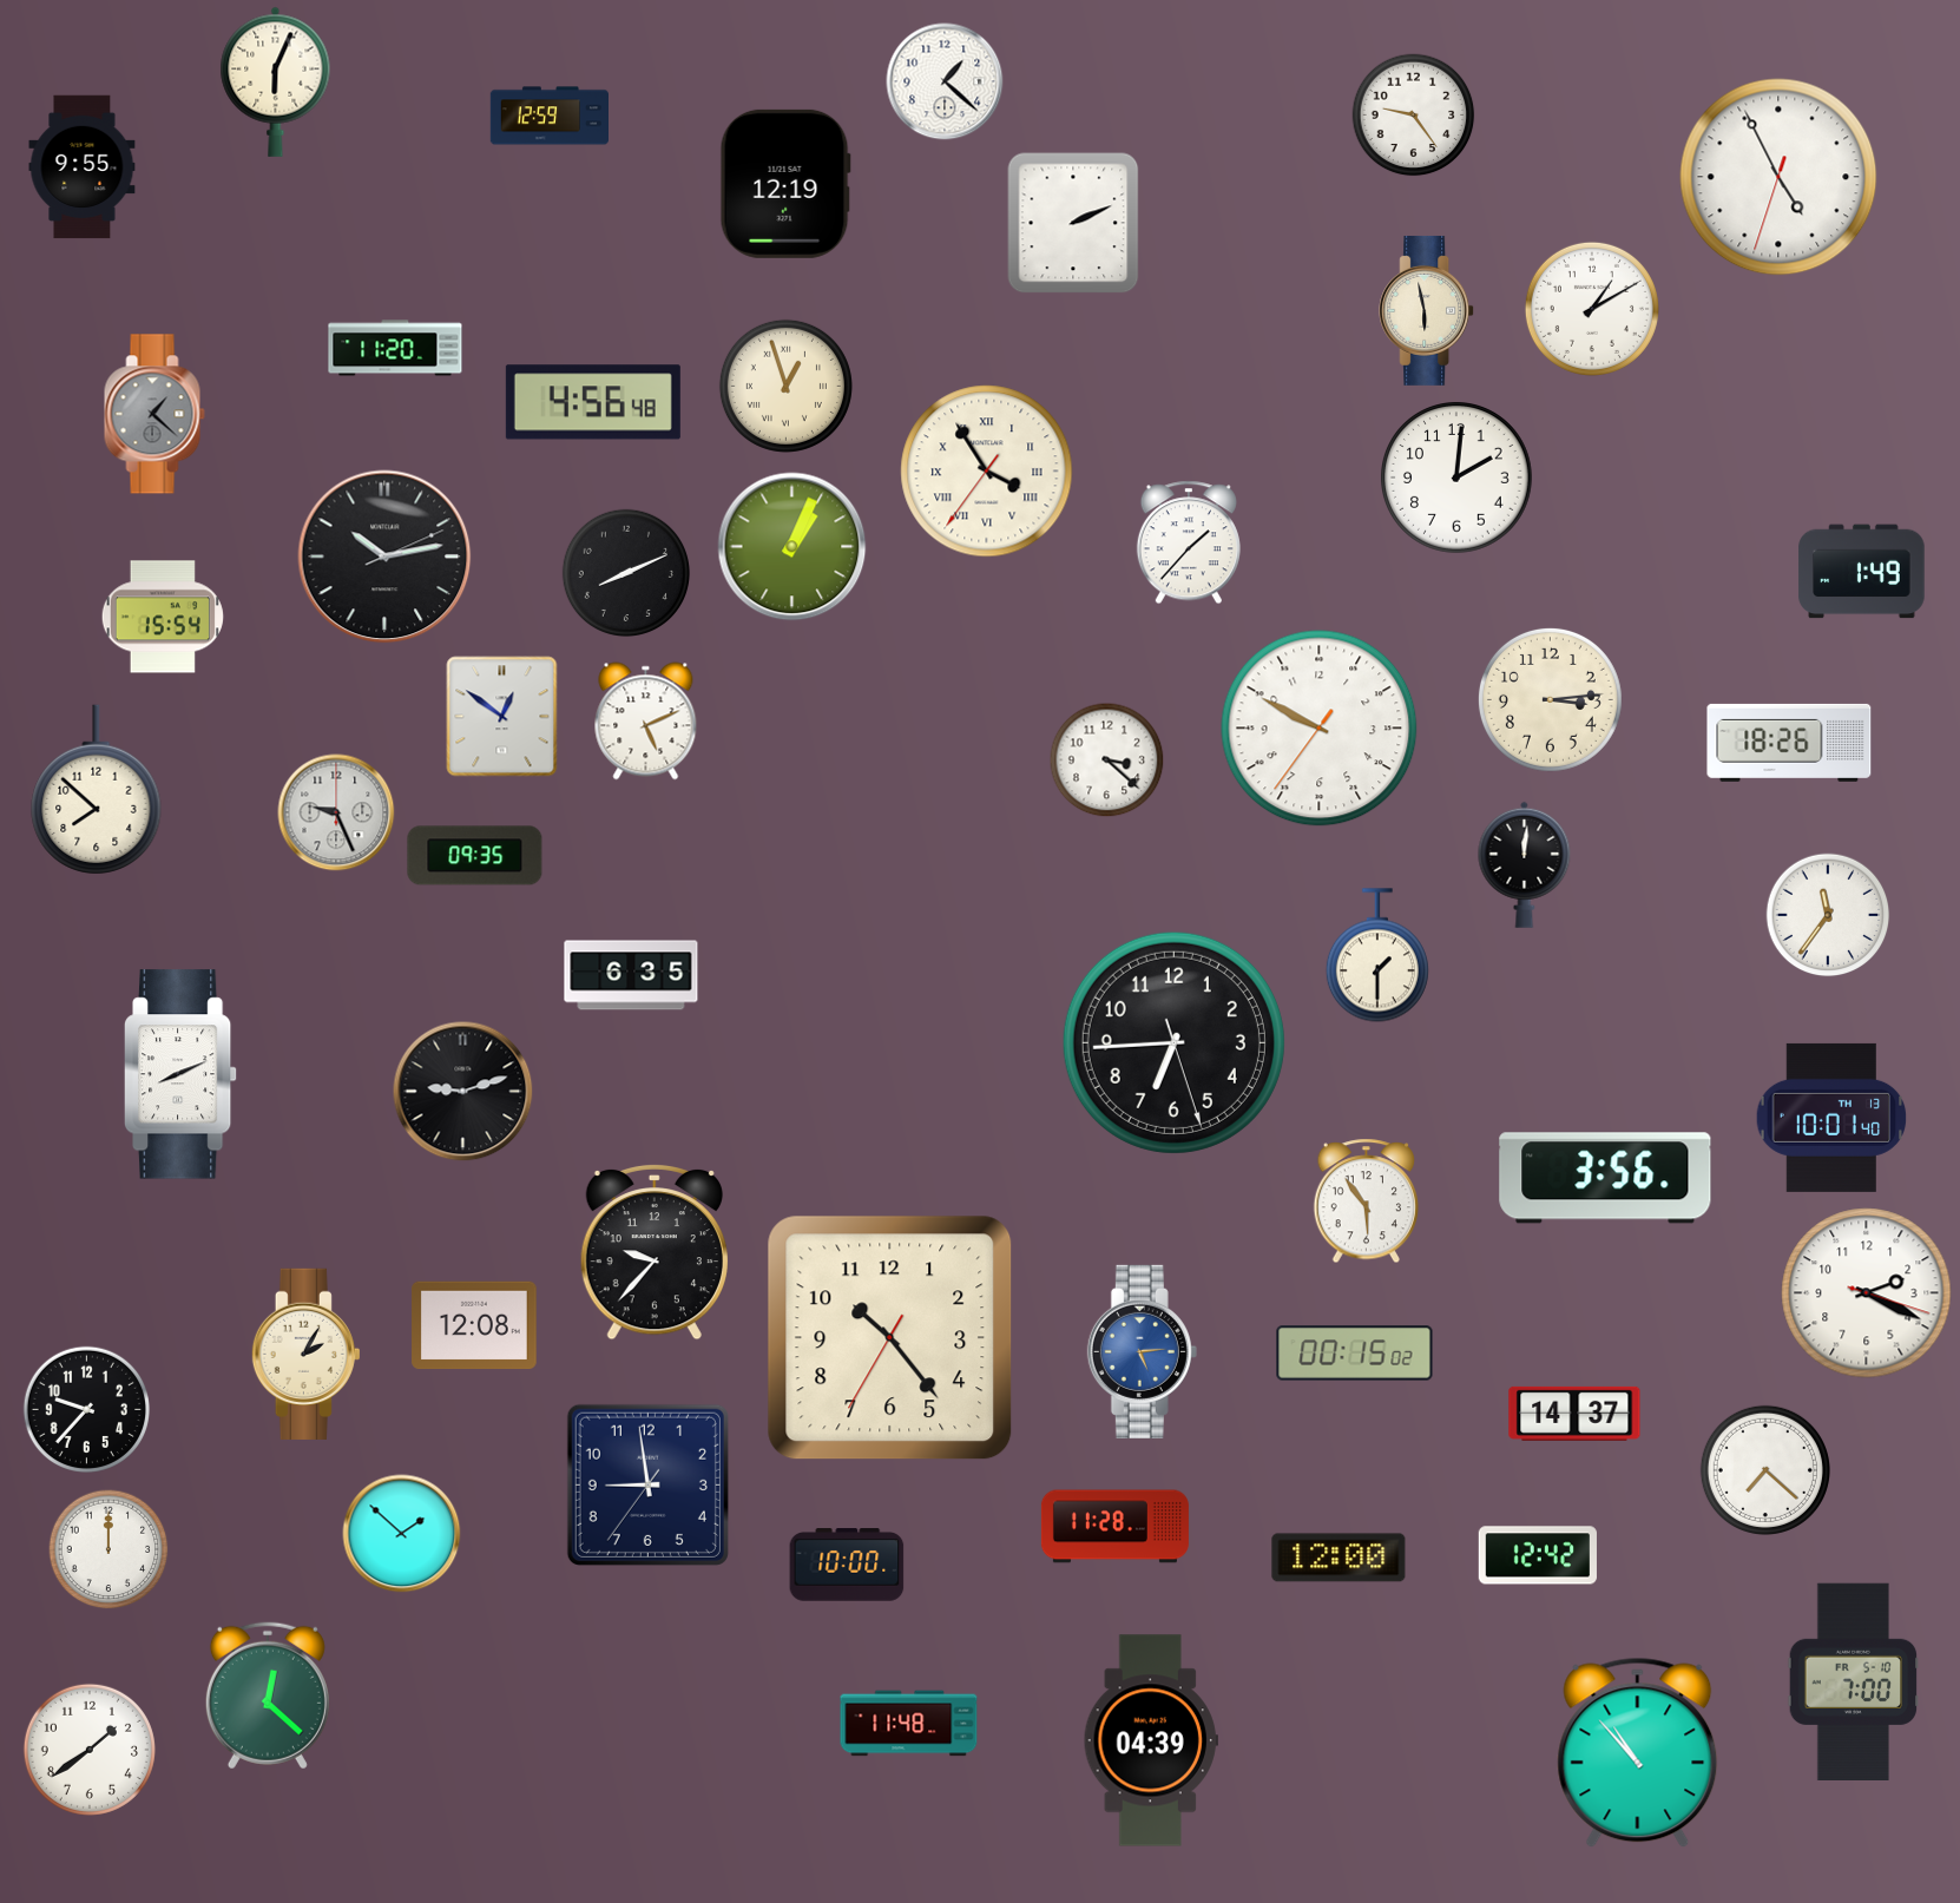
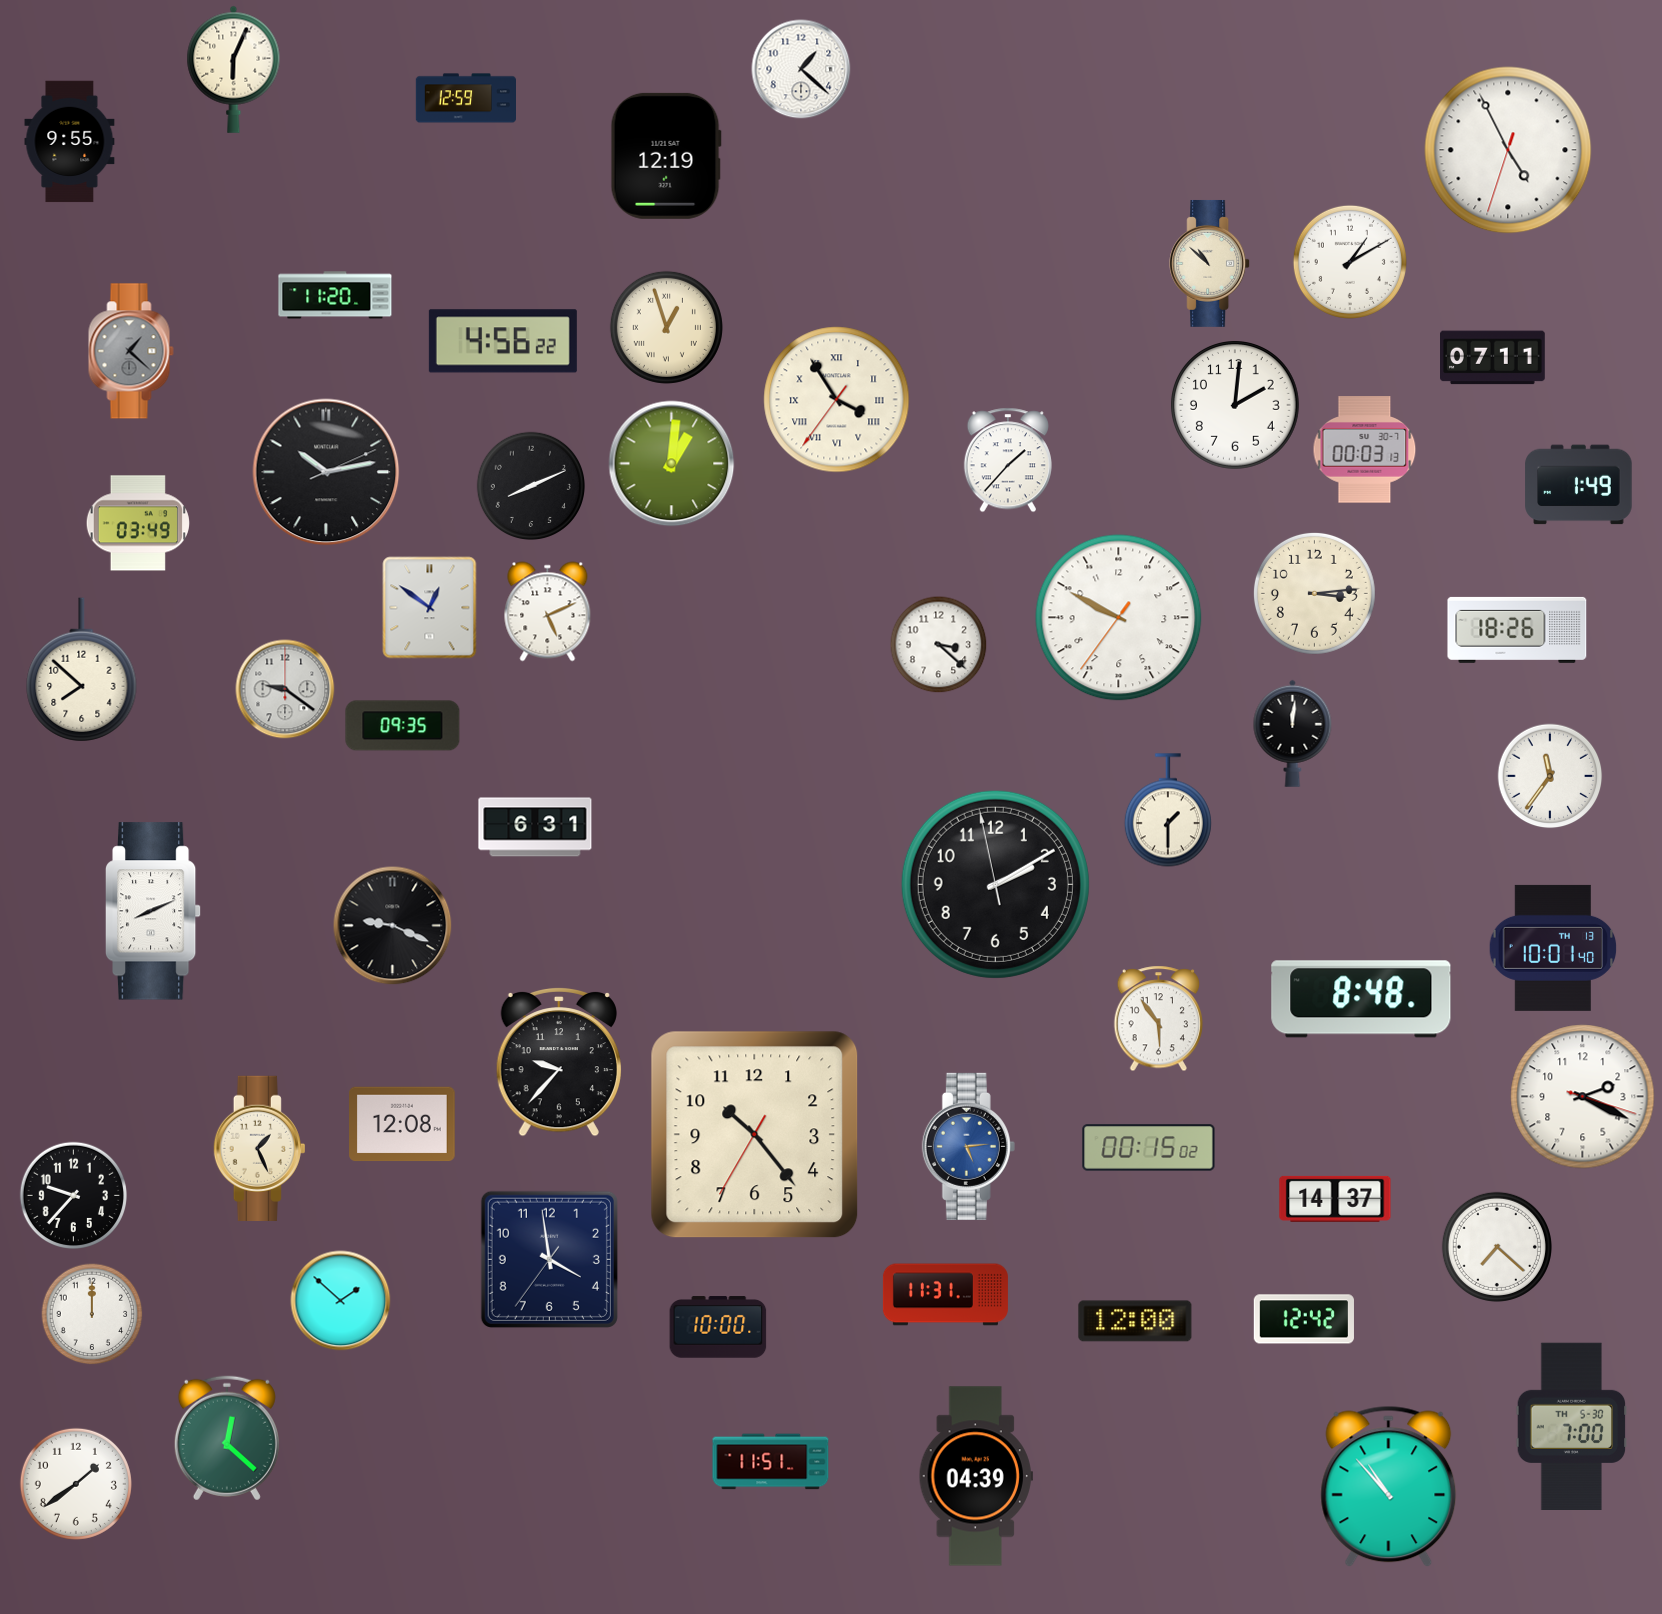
clock at (1414, 116): 9:24 -> none
clock at (1073, 223): 2:11 -> none
clock at (1427, 310): 5:58 -> 10:52
clock at (593, 402): 4:56:48 -> 4:56:22
clock at (1493, 358): none -> 07:11
clock at (1365, 450): none -> 00:03
clock at (792, 547): 1:04 -> 1:01
clock at (162, 617): 15:54 -> 03:49
clock at (502, 717) position: (502, 717) -> (430, 608)
clock at (336, 812): 9:26 -> 9:21
clock at (631, 975): 6:35 -> 6:31
clock at (1173, 1042): 6:44 -> 2:09
clock at (463, 1092): 9:12 -> 9:19
clock at (1605, 1178): 3:56 -> 8:48
clock at (655, 1252) position: (655, 1252) -> (559, 1062)
clock at (305, 1354): 2:05 -> 1:26
clock at (647, 1484): 8:58 -> 3:58
clock at (1114, 1527): 11:28 -> 11:31
clock at (1854, 1683) date: FR 5-10 -> TH 5-30
clock at (909, 1724): 11:48 -> 11:51
